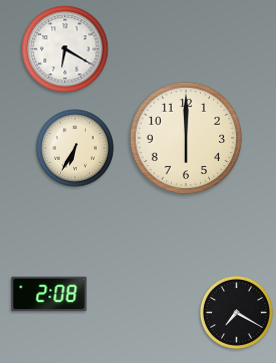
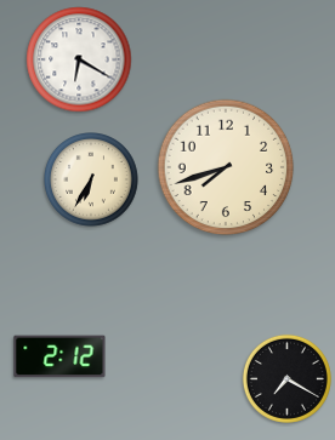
clock at (186, 138): 6:00 -> 7:42
clock at (49, 294): 2:08 -> 2:12
